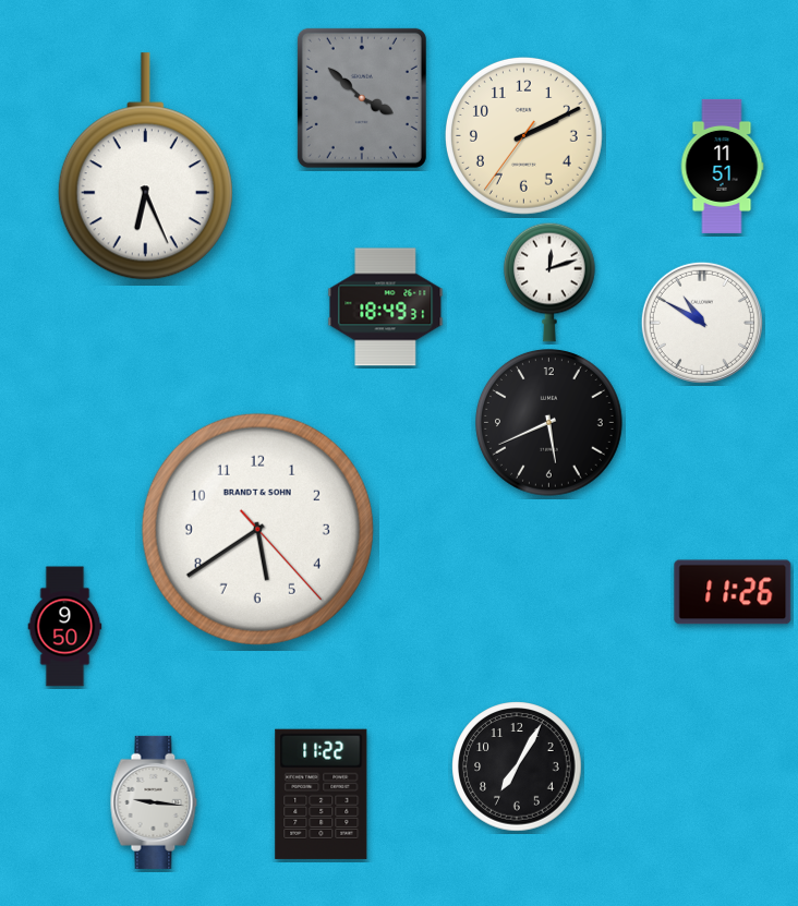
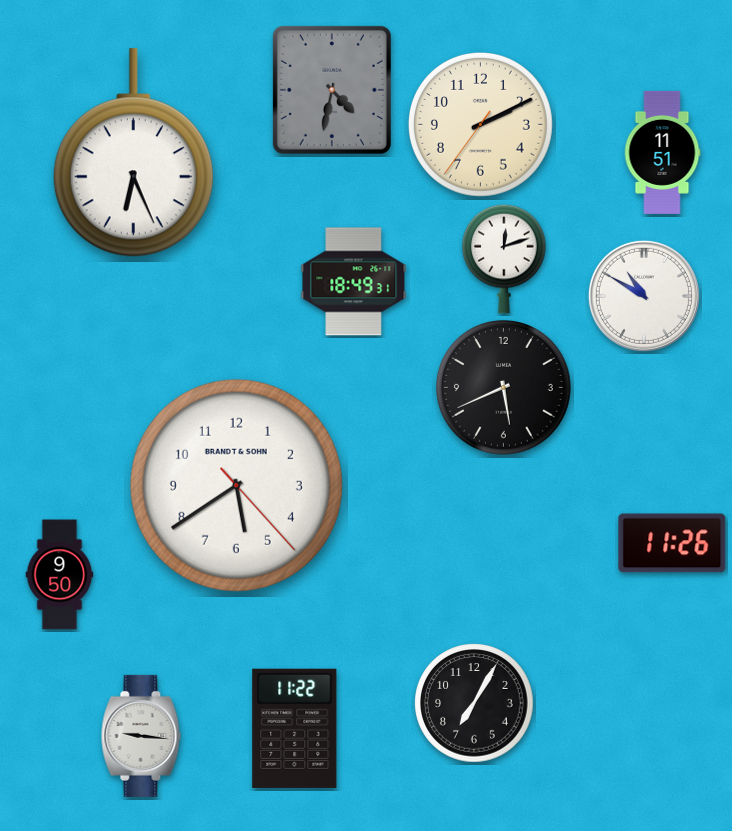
clock at (362, 98): 3:52 -> 4:32
